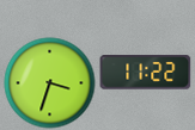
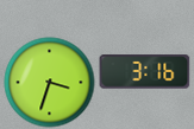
clock at (146, 73): 11:22 -> 3:16
